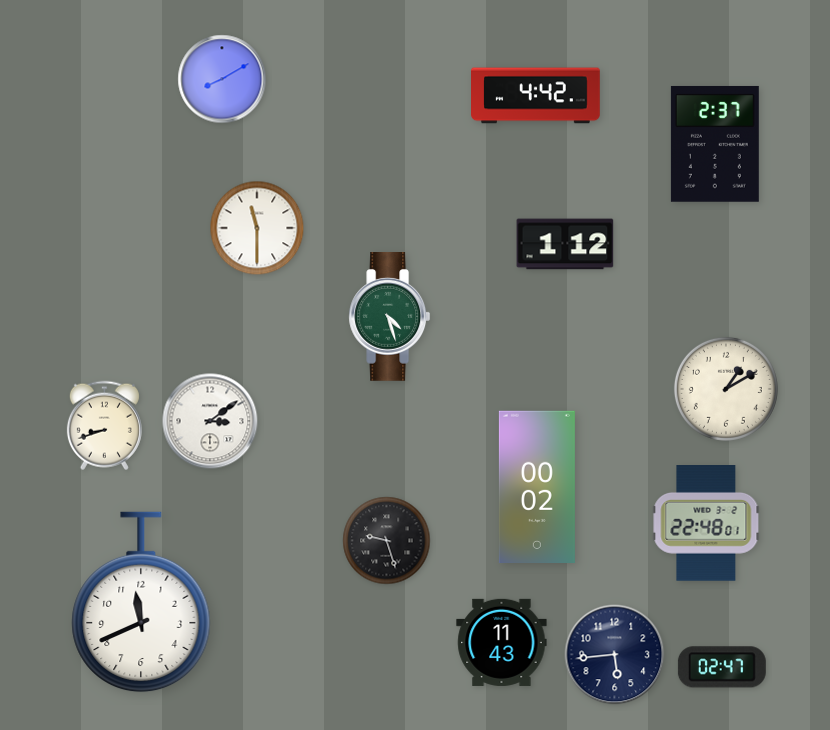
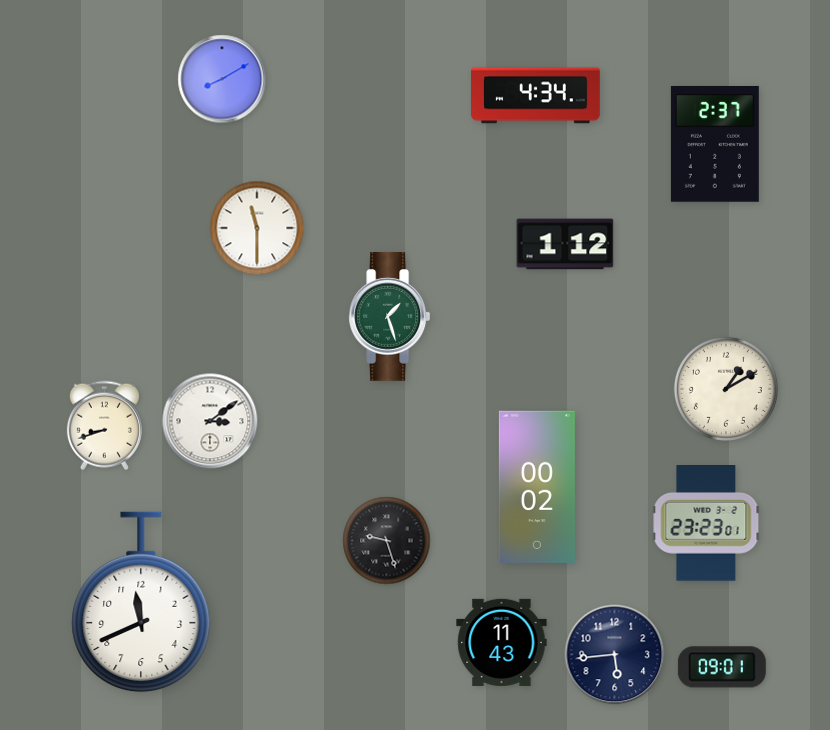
clock at (536, 96): 4:42 -> 4:34
clock at (390, 317): 4:27 -> 1:27
clock at (706, 524): 22:48 -> 23:23
clock at (722, 667): 02:47 -> 09:01
